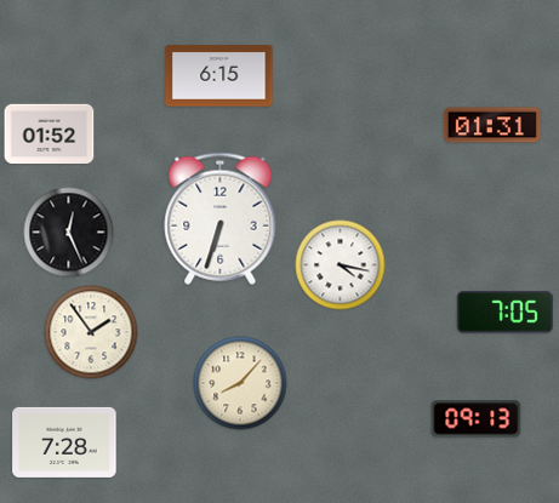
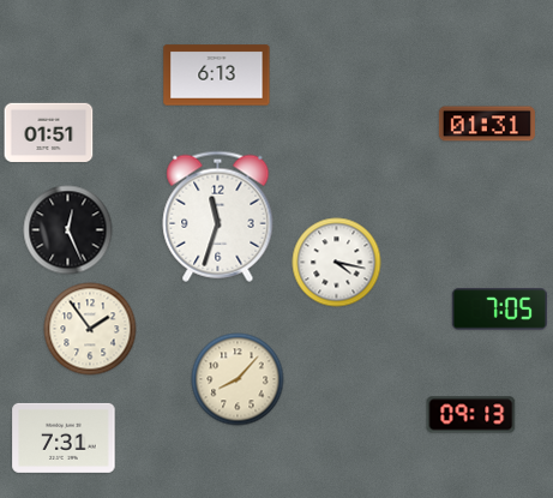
clock at (219, 76): 6:15 -> 6:13
clock at (50, 135): 01:52 -> 01:51
clock at (221, 218): 6:33 -> 11:33
clock at (64, 442): 7:28 -> 7:31
